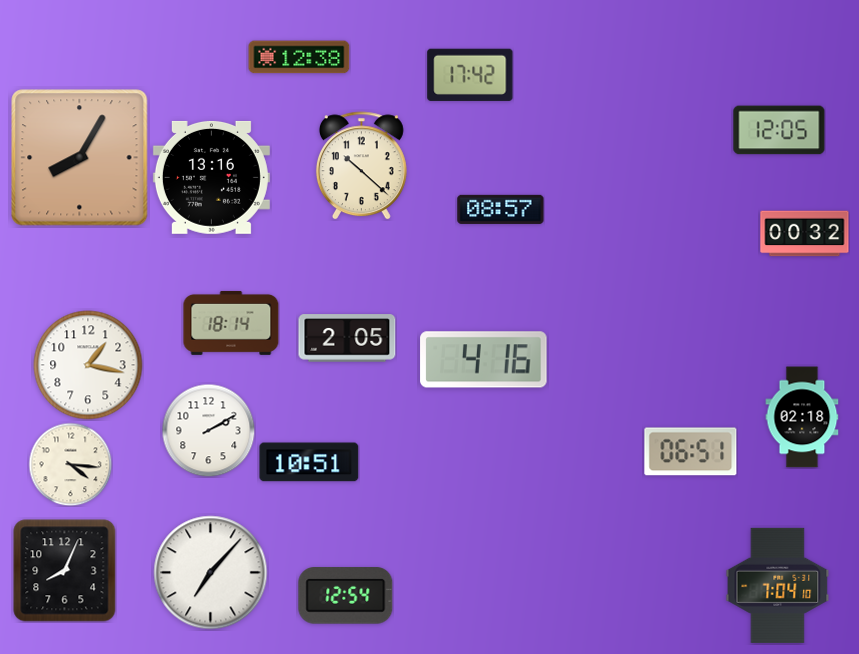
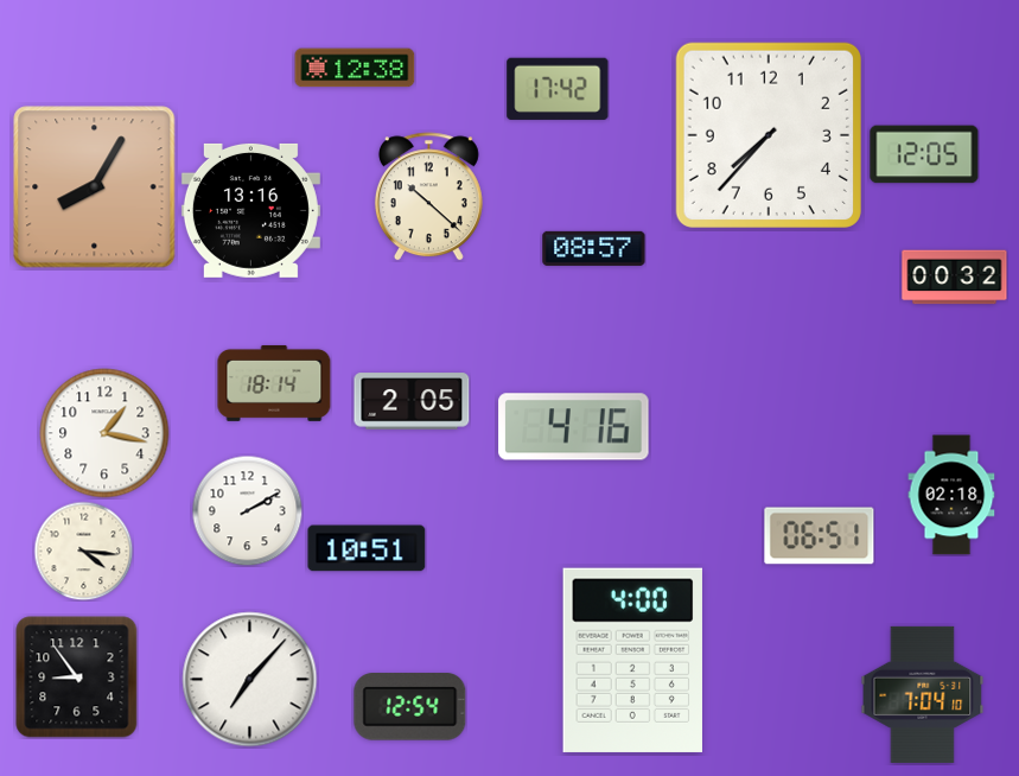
clock at (769, 135): none -> 7:37
clock at (632, 660): none -> 4:00
clock at (65, 571): 8:04 -> 8:54
